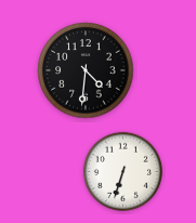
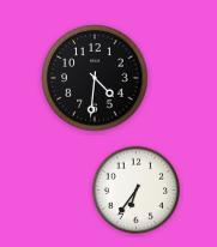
clock at (122, 171): 6:33 -> 6:36
